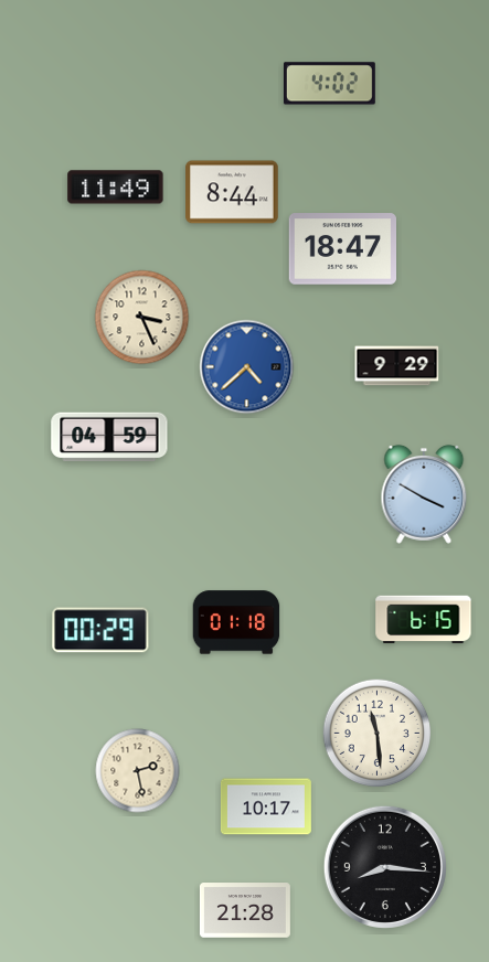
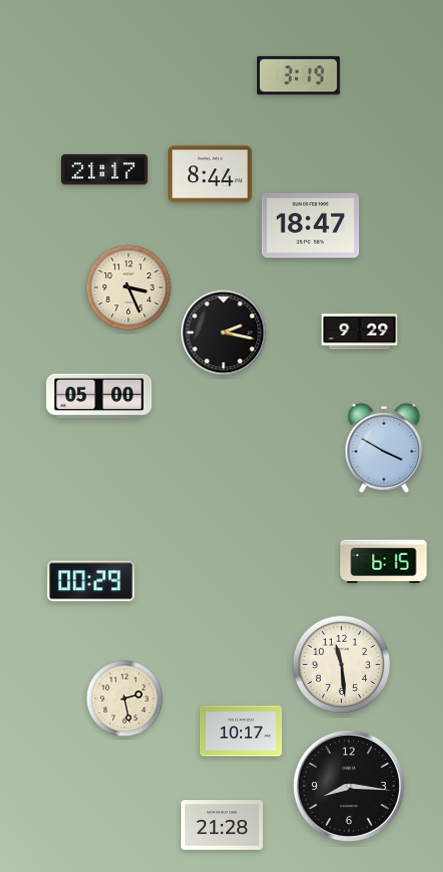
clock at (329, 84): 4:02 -> 3:19
clock at (116, 188): 11:49 -> 21:17
clock at (247, 367): 4:38 -> 2:17
clock at (247, 367) dial: blue -> black
clock at (109, 437): 04:59 -> 05:00
clock at (236, 622): 01:18 -> none
clock at (100, 630) position: (100, 630) -> (91, 581)
